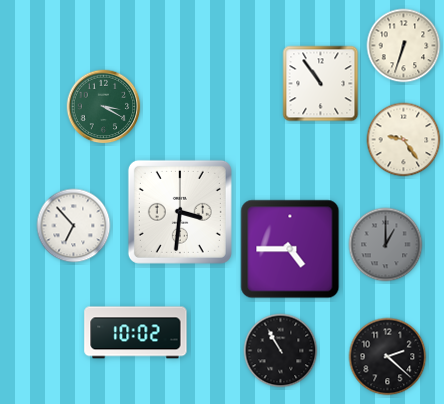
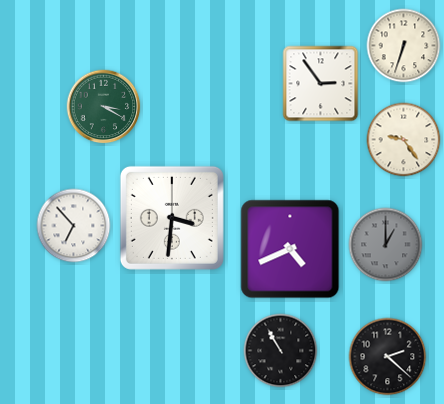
clock at (321, 84): 10:54 -> 2:54
clock at (180, 212) position: (180, 212) -> (172, 218)
clock at (290, 249): 4:45 -> 4:41
clock at (136, 333): 10:02 -> none
